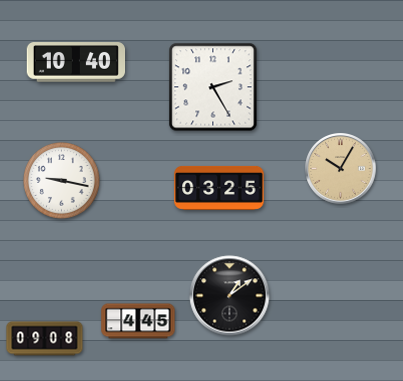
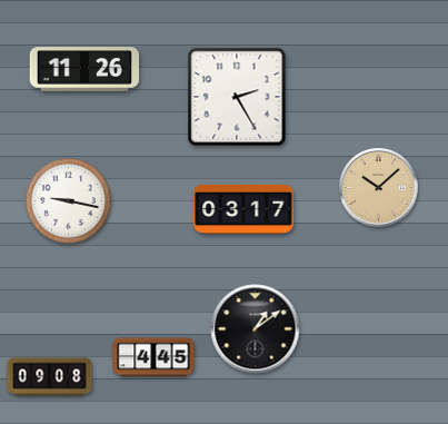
clock at (76, 62): 10:40 -> 11:26
clock at (341, 169): 10:05 -> 10:08
clock at (219, 188): 03:25 -> 03:17
